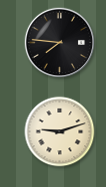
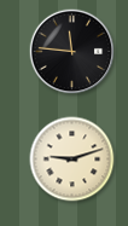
clock at (60, 43): 7:46 -> 11:46
